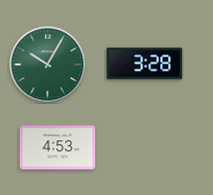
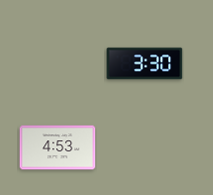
clock at (145, 64): 3:28 -> 3:30
clock at (48, 65): 10:05 -> none
